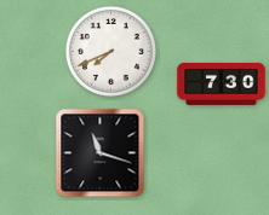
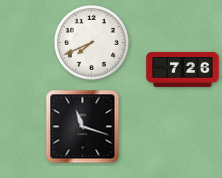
clock at (222, 85): 7:30 -> 7:26
